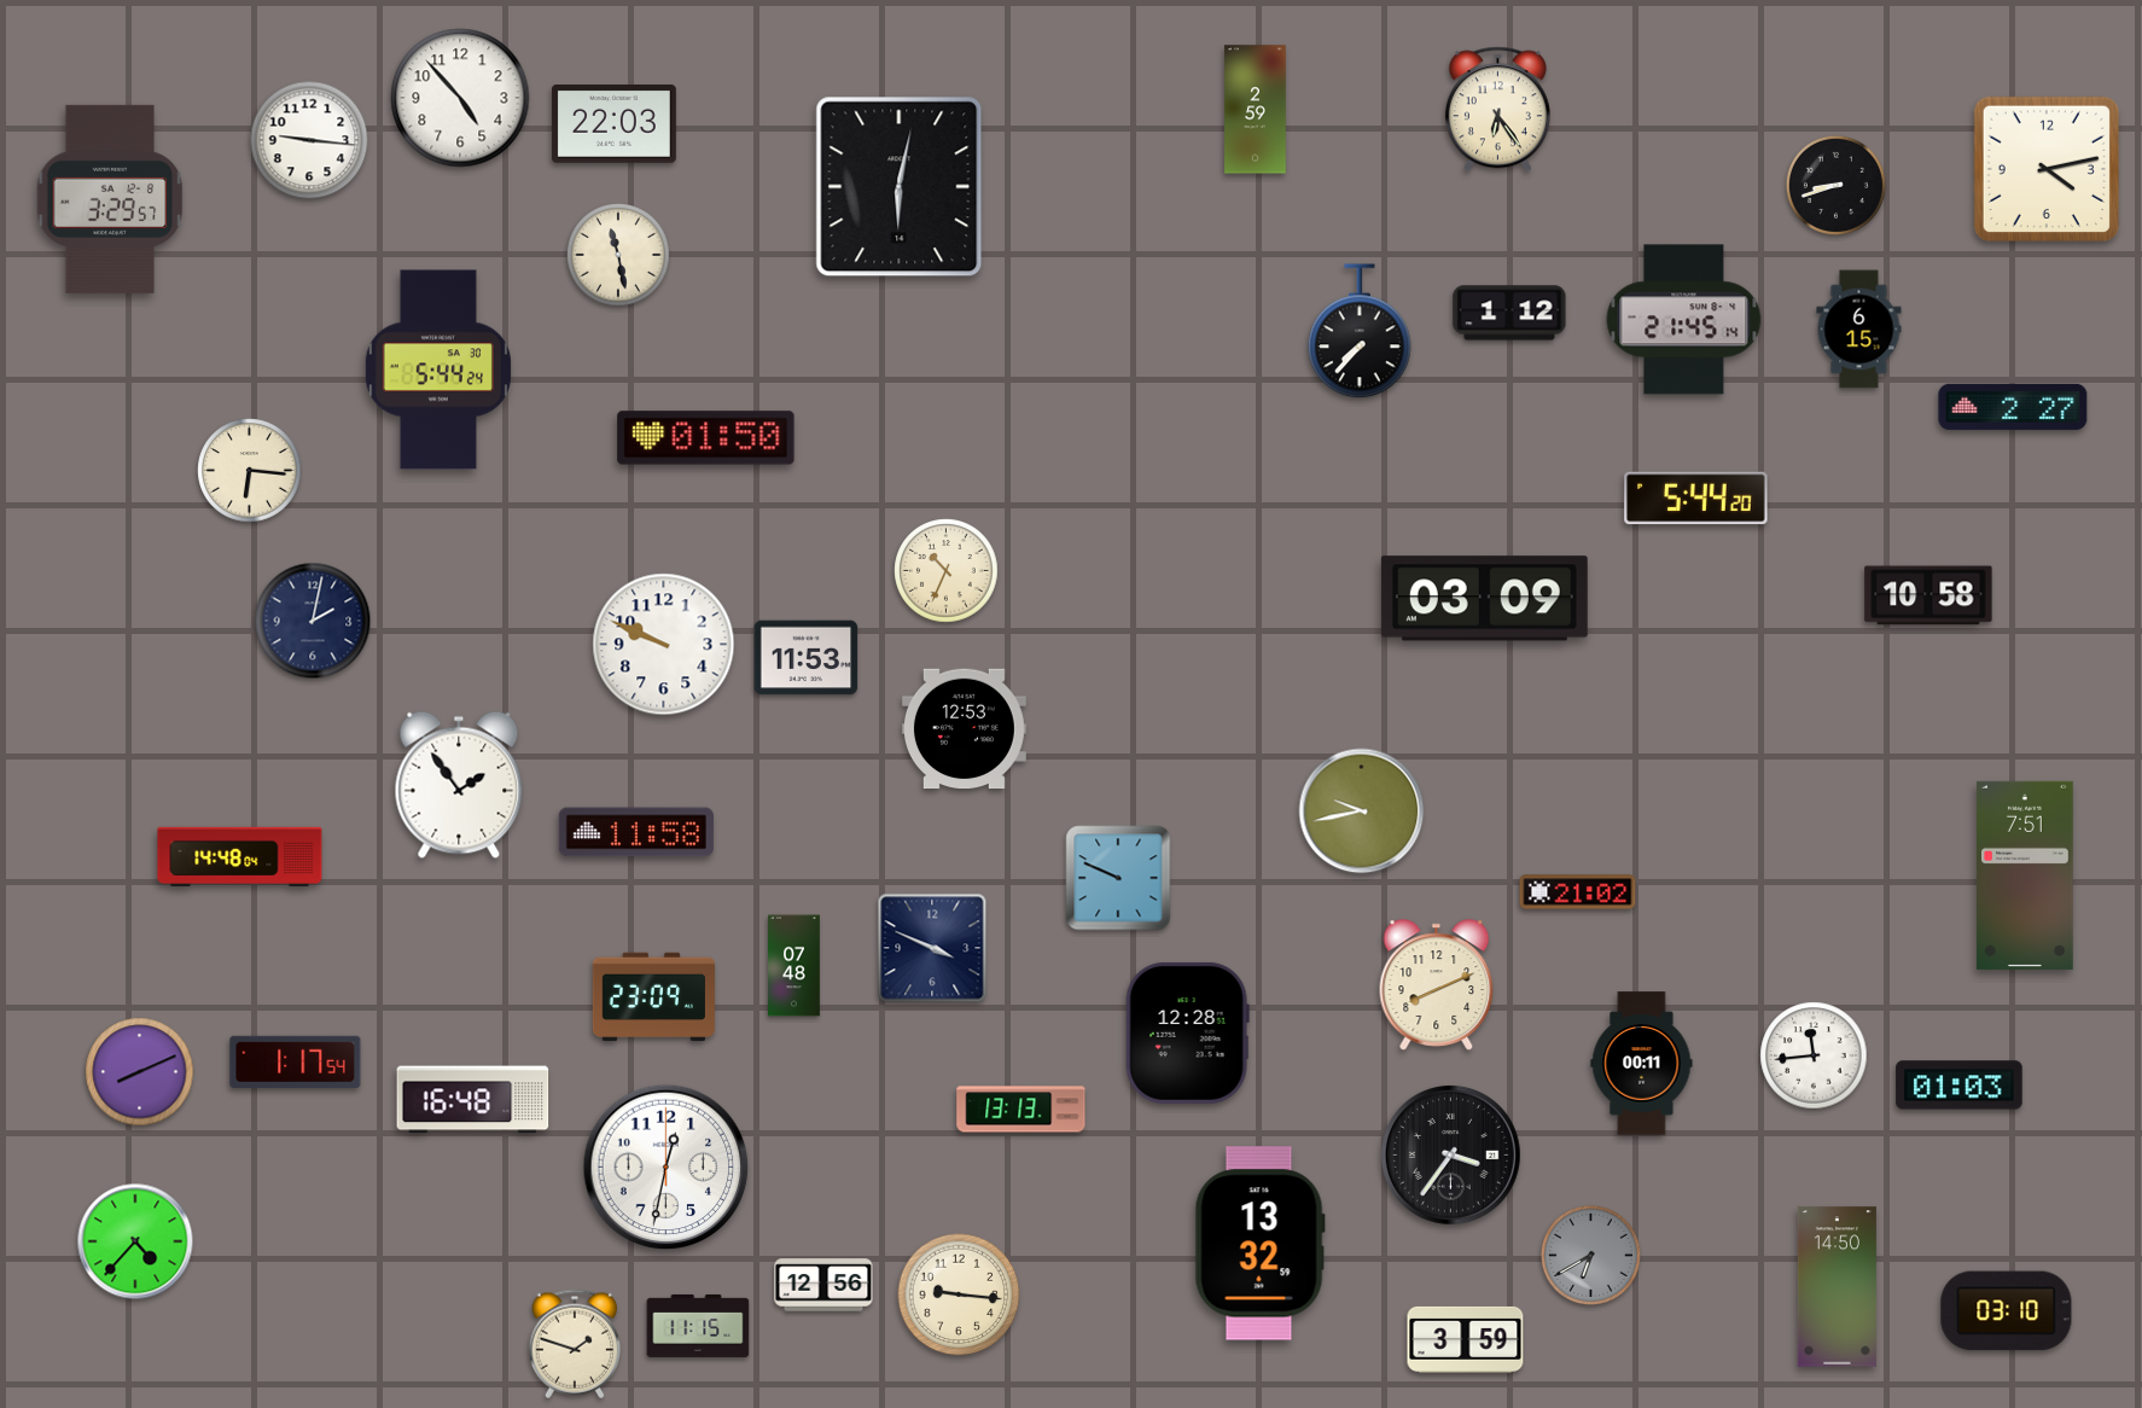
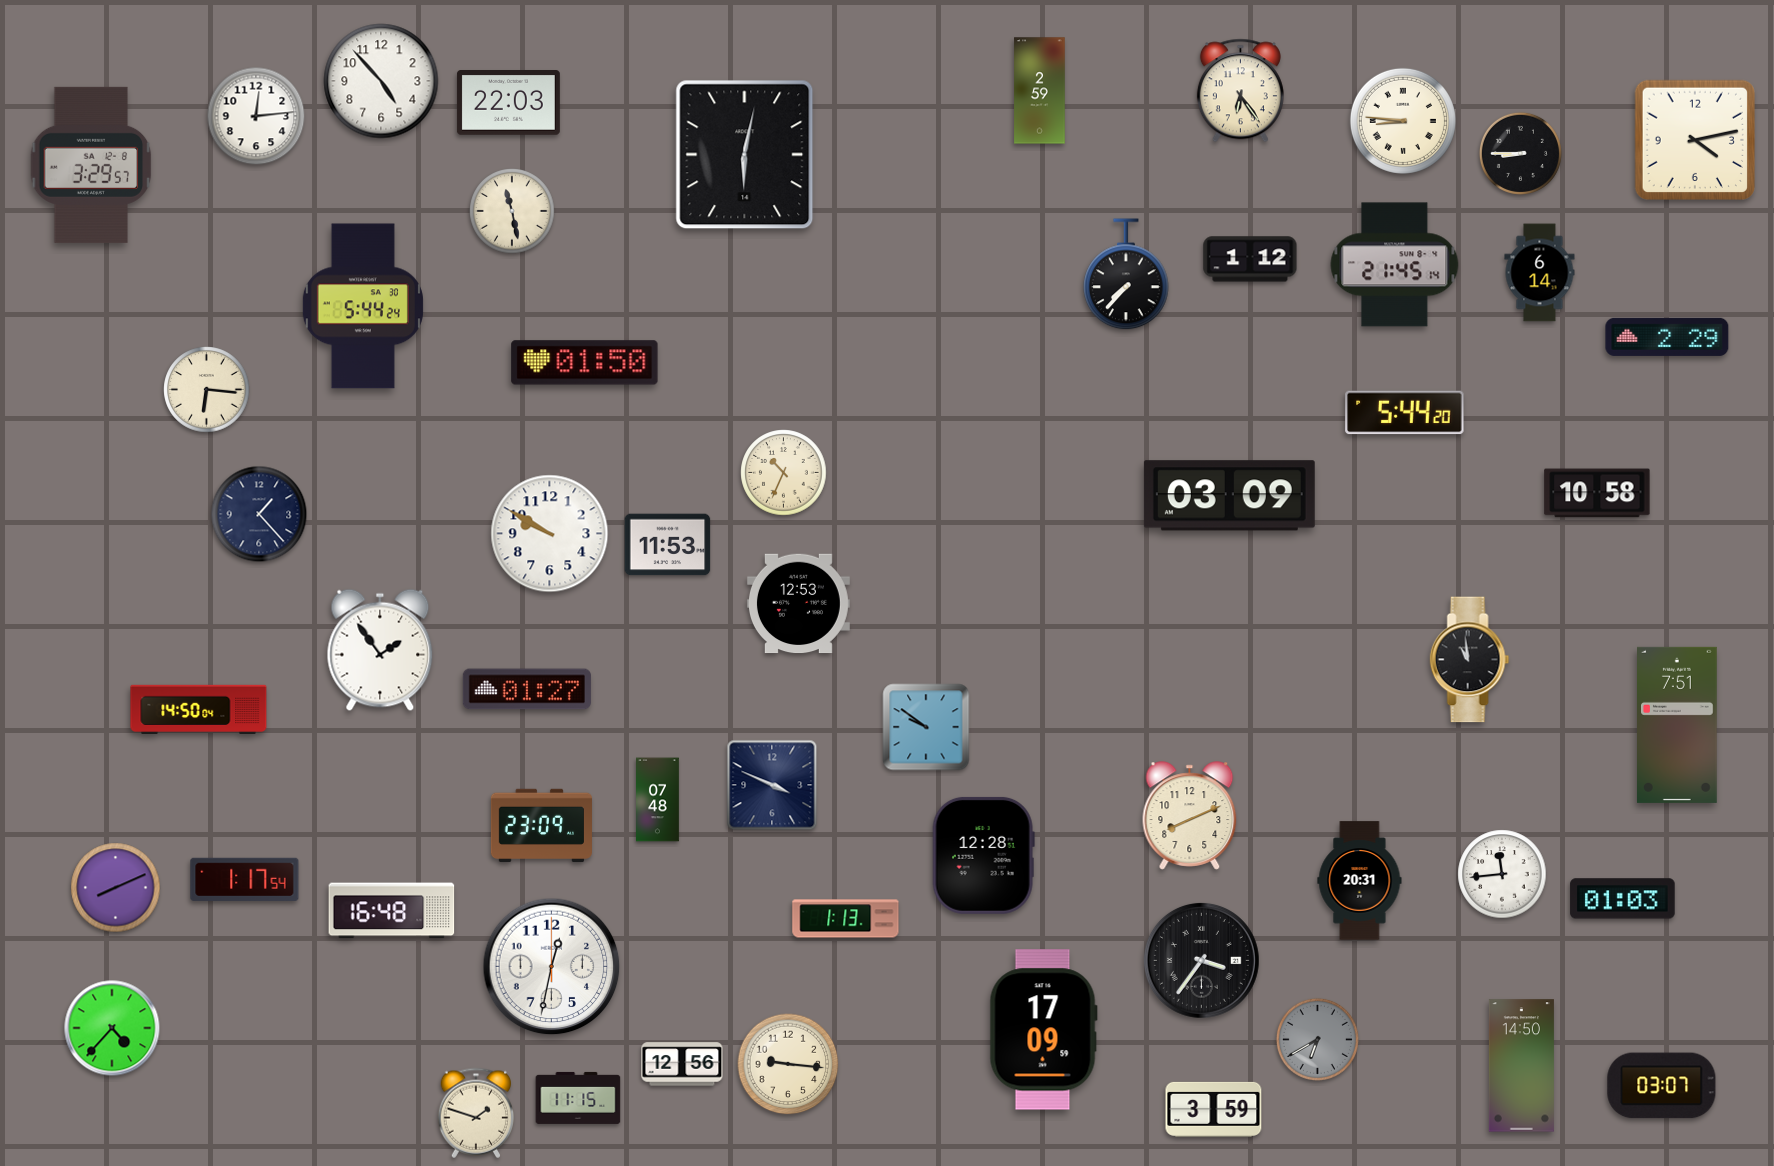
clock at (309, 140): 9:16 -> 12:14
clock at (1403, 121): none -> 8:46
clock at (1835, 185): 8:42 -> 8:45
clock at (1859, 330): 6:15 -> 6:14
clock at (2013, 407): 2:27 -> 2:29
clock at (313, 621): 2:02 -> 1:23
clock at (664, 645): 9:49 -> 9:50
clock at (1470, 660): none -> 10:59
clock at (1362, 811): 9:43 -> none
clock at (636, 832): 11:58 -> 01:27
clock at (240, 856): 14:48 -> 14:50
clock at (1118, 878): 9:49 -> 9:51
clock at (1578, 892): 21:02 -> none
clock at (1642, 1064): 00:11 -> 20:31
clock at (1021, 1110): 13:13 -> 1:13
clock at (1450, 1154) position: (1450, 1154) -> (1201, 960)
clock at (1259, 1244): 13:32 -> 17:09
clock at (959, 1294) position: (959, 1294) -> (788, 1064)
clock at (2007, 1311): 03:10 -> 03:07
